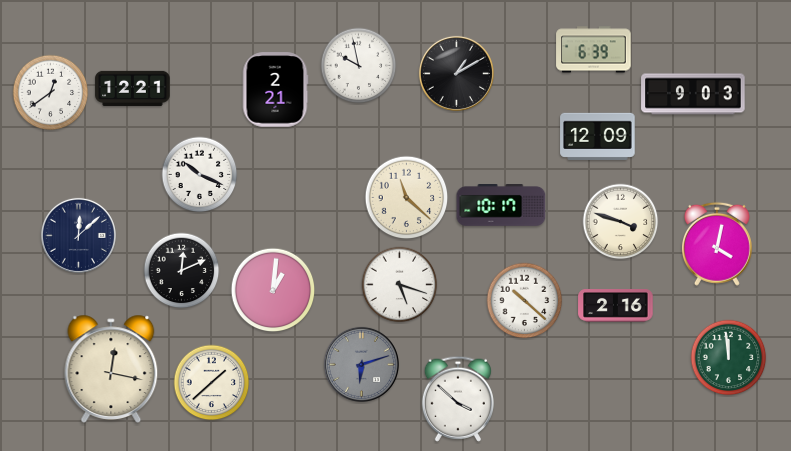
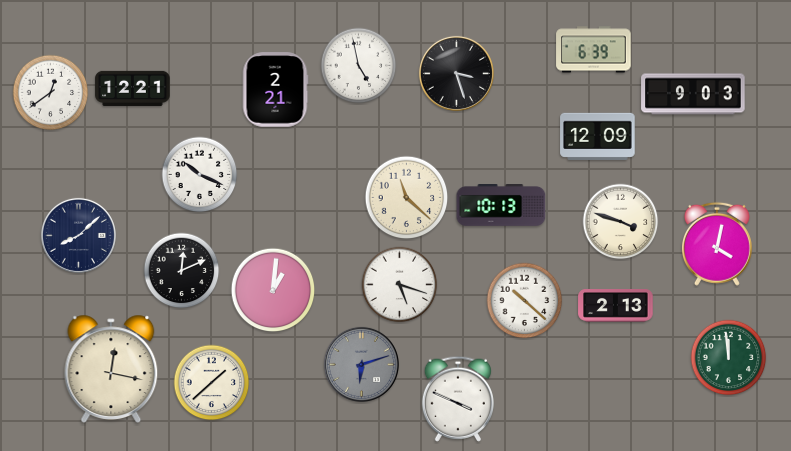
clock at (359, 66): 9:58 -> 4:58
clock at (456, 73): 1:10 -> 3:27
clock at (501, 206): 10:17 -> 10:13
clock at (78, 235): 12:08 -> 8:08
clock at (616, 306): 2:16 -> 2:13
clock at (458, 399): 3:52 -> 3:49
